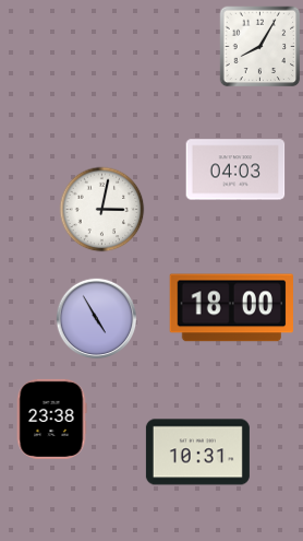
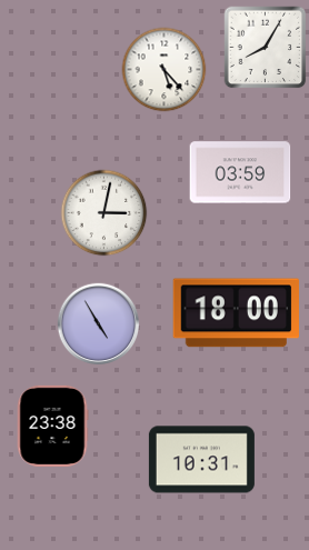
clock at (165, 70): none -> 5:23
clock at (235, 169): 04:03 -> 03:59
